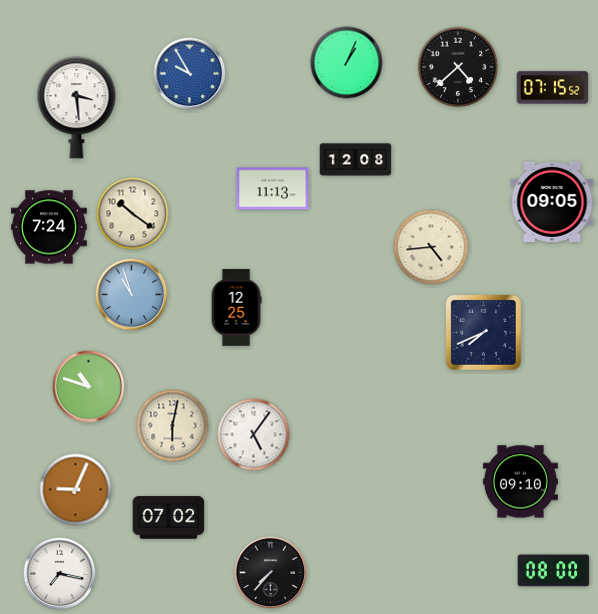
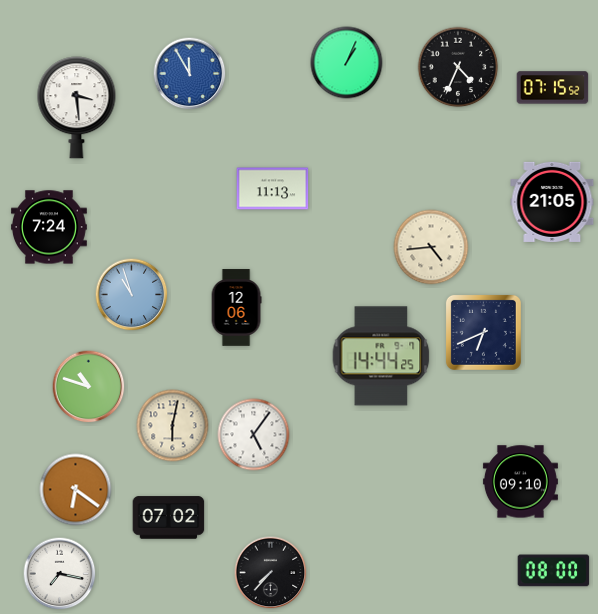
clock at (458, 67): 4:38 -> 4:34
clock at (190, 74): 9:55 -> 11:55
clock at (356, 160): 12:08 -> none
clock at (552, 202): 09:05 -> 21:05
clock at (133, 214): 10:21 -> none
clock at (236, 308): 12:25 -> 12:06
clock at (483, 332): 7:41 -> 6:41
clock at (381, 356): none -> 14:44
clock at (76, 490): 9:04 -> 6:21
